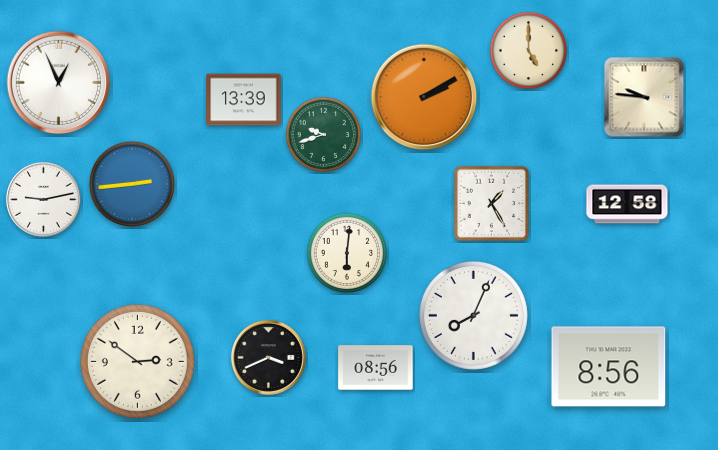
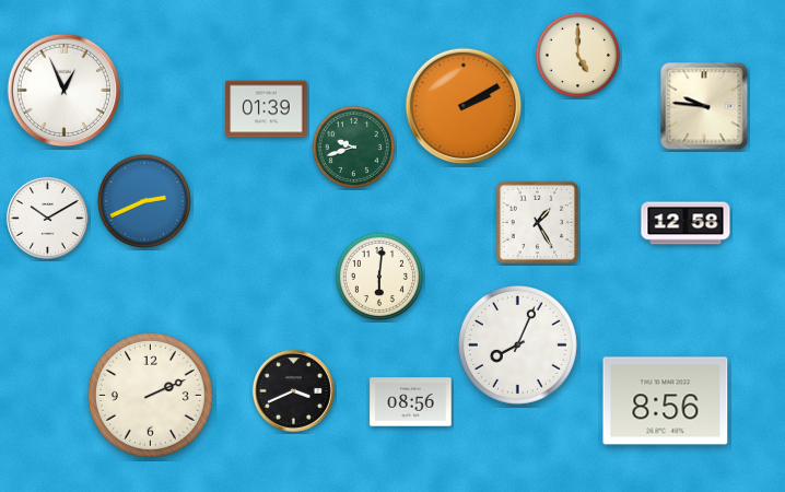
clock at (244, 100): 13:39 -> 01:39
clock at (132, 184): 2:44 -> 2:41
clock at (43, 199): 9:13 -> 10:10
clock at (137, 361): 2:51 -> 2:11
